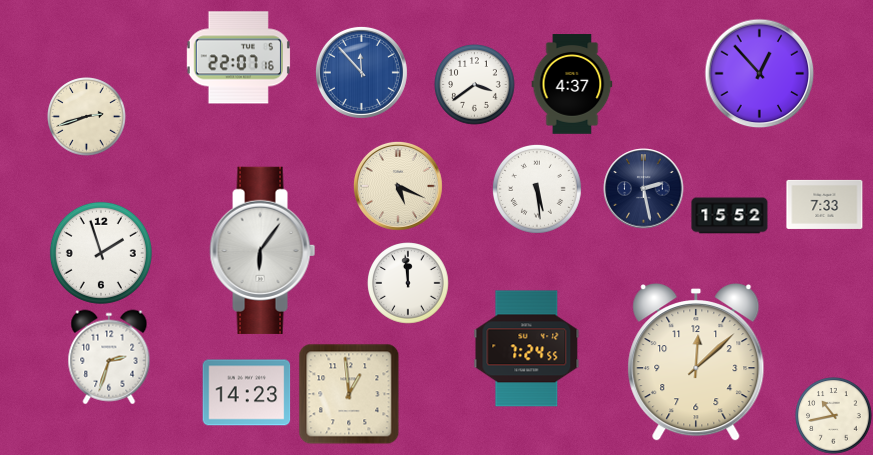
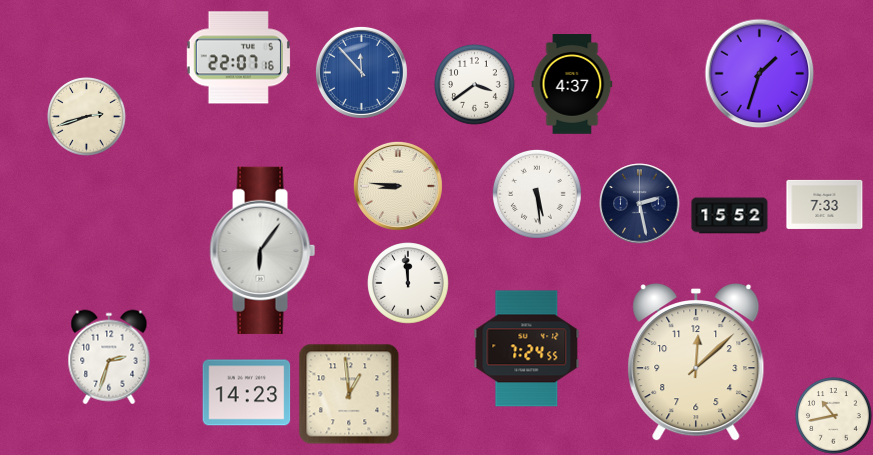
clock at (760, 74): 12:53 -> 1:33
clock at (398, 186): 5:19 -> 8:46
clock at (537, 189) position: (537, 189) -> (537, 194)
clock at (644, 189) position: (644, 189) -> (640, 204)
clock at (101, 253): 1:57 -> none
